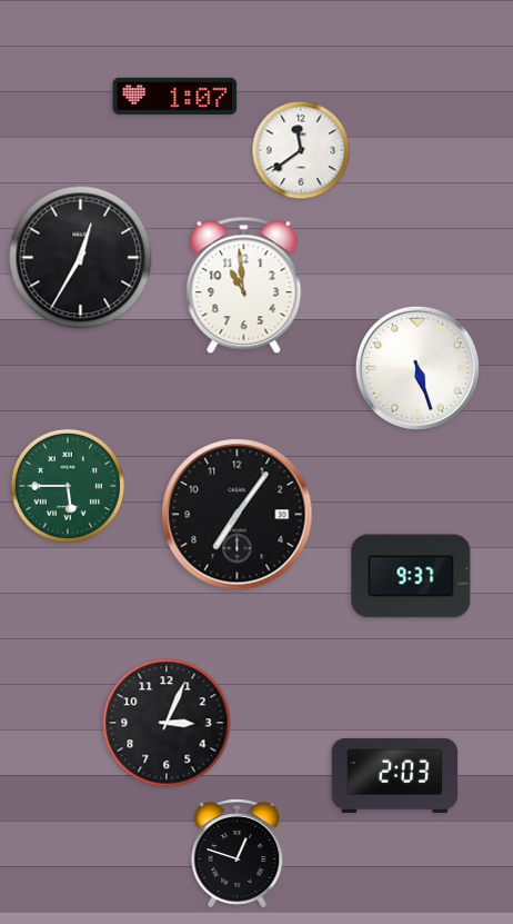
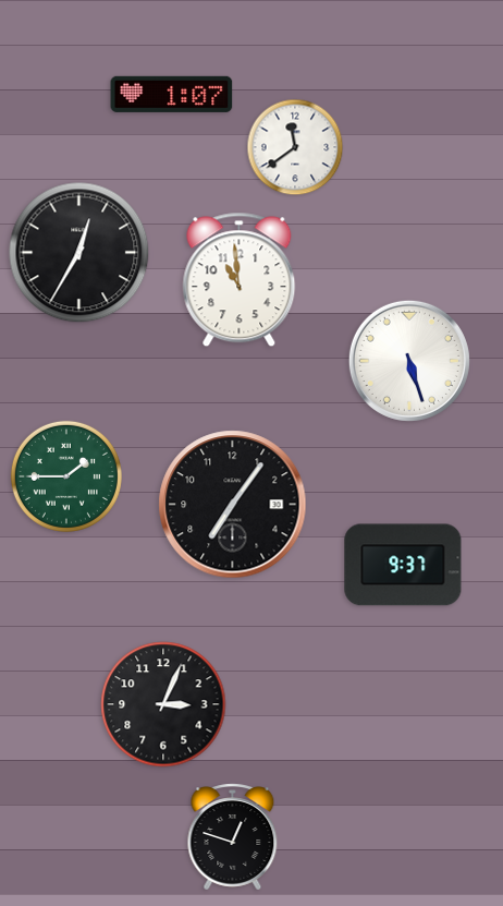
clock at (68, 486): 5:45 -> 1:45
clock at (167, 723) position: (167, 723) -> (163, 704)
clock at (395, 775): 2:03 -> none
